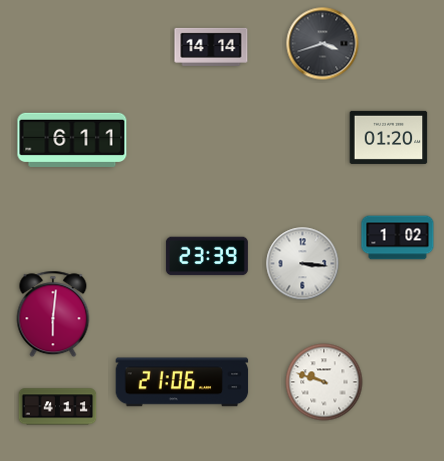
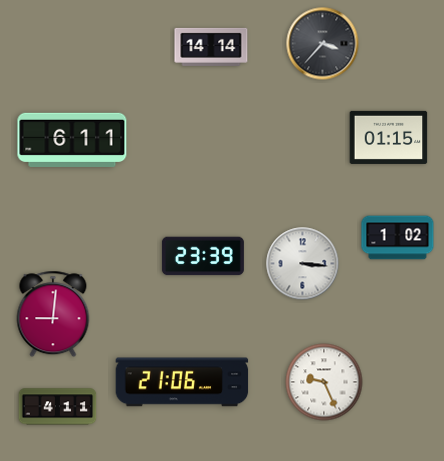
clock at (323, 44): 3:42 -> 3:37
clock at (389, 137): 01:20 -> 01:15
clock at (207, 256) position: (207, 256) -> (203, 256)
clock at (53, 314): 6:01 -> 9:01
clock at (324, 382): 9:48 -> 9:26
